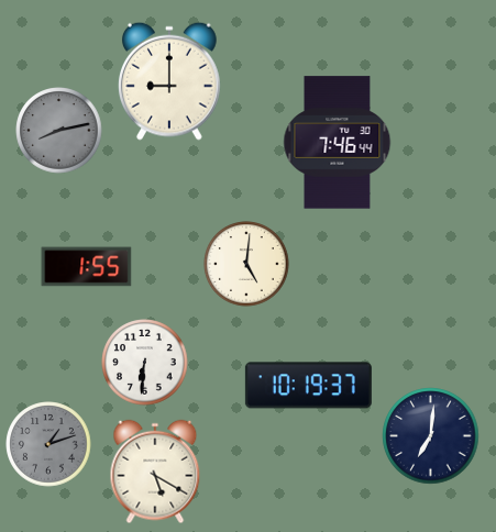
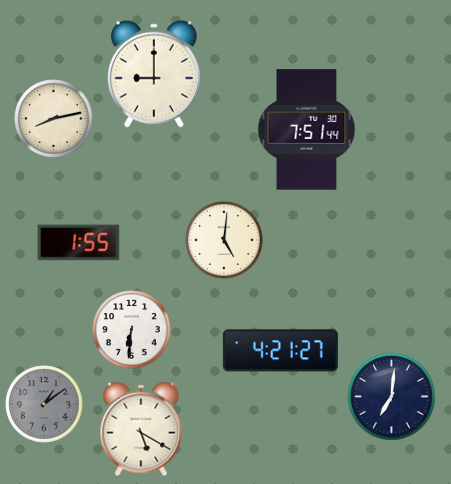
clock at (59, 131) dial: grey -> cream
clock at (338, 143): 7:46 -> 7:51
clock at (308, 386): 10:19 -> 4:21
clock at (48, 444): 1:12 -> 1:09
